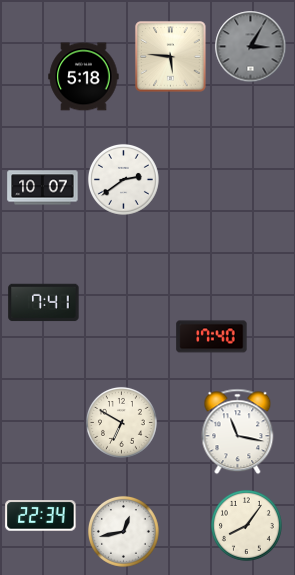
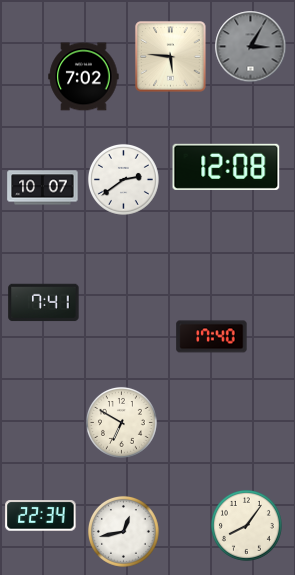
clock at (84, 77): 5:18 -> 7:02
clock at (226, 167): none -> 12:08
clock at (238, 432): 11:17 -> none
